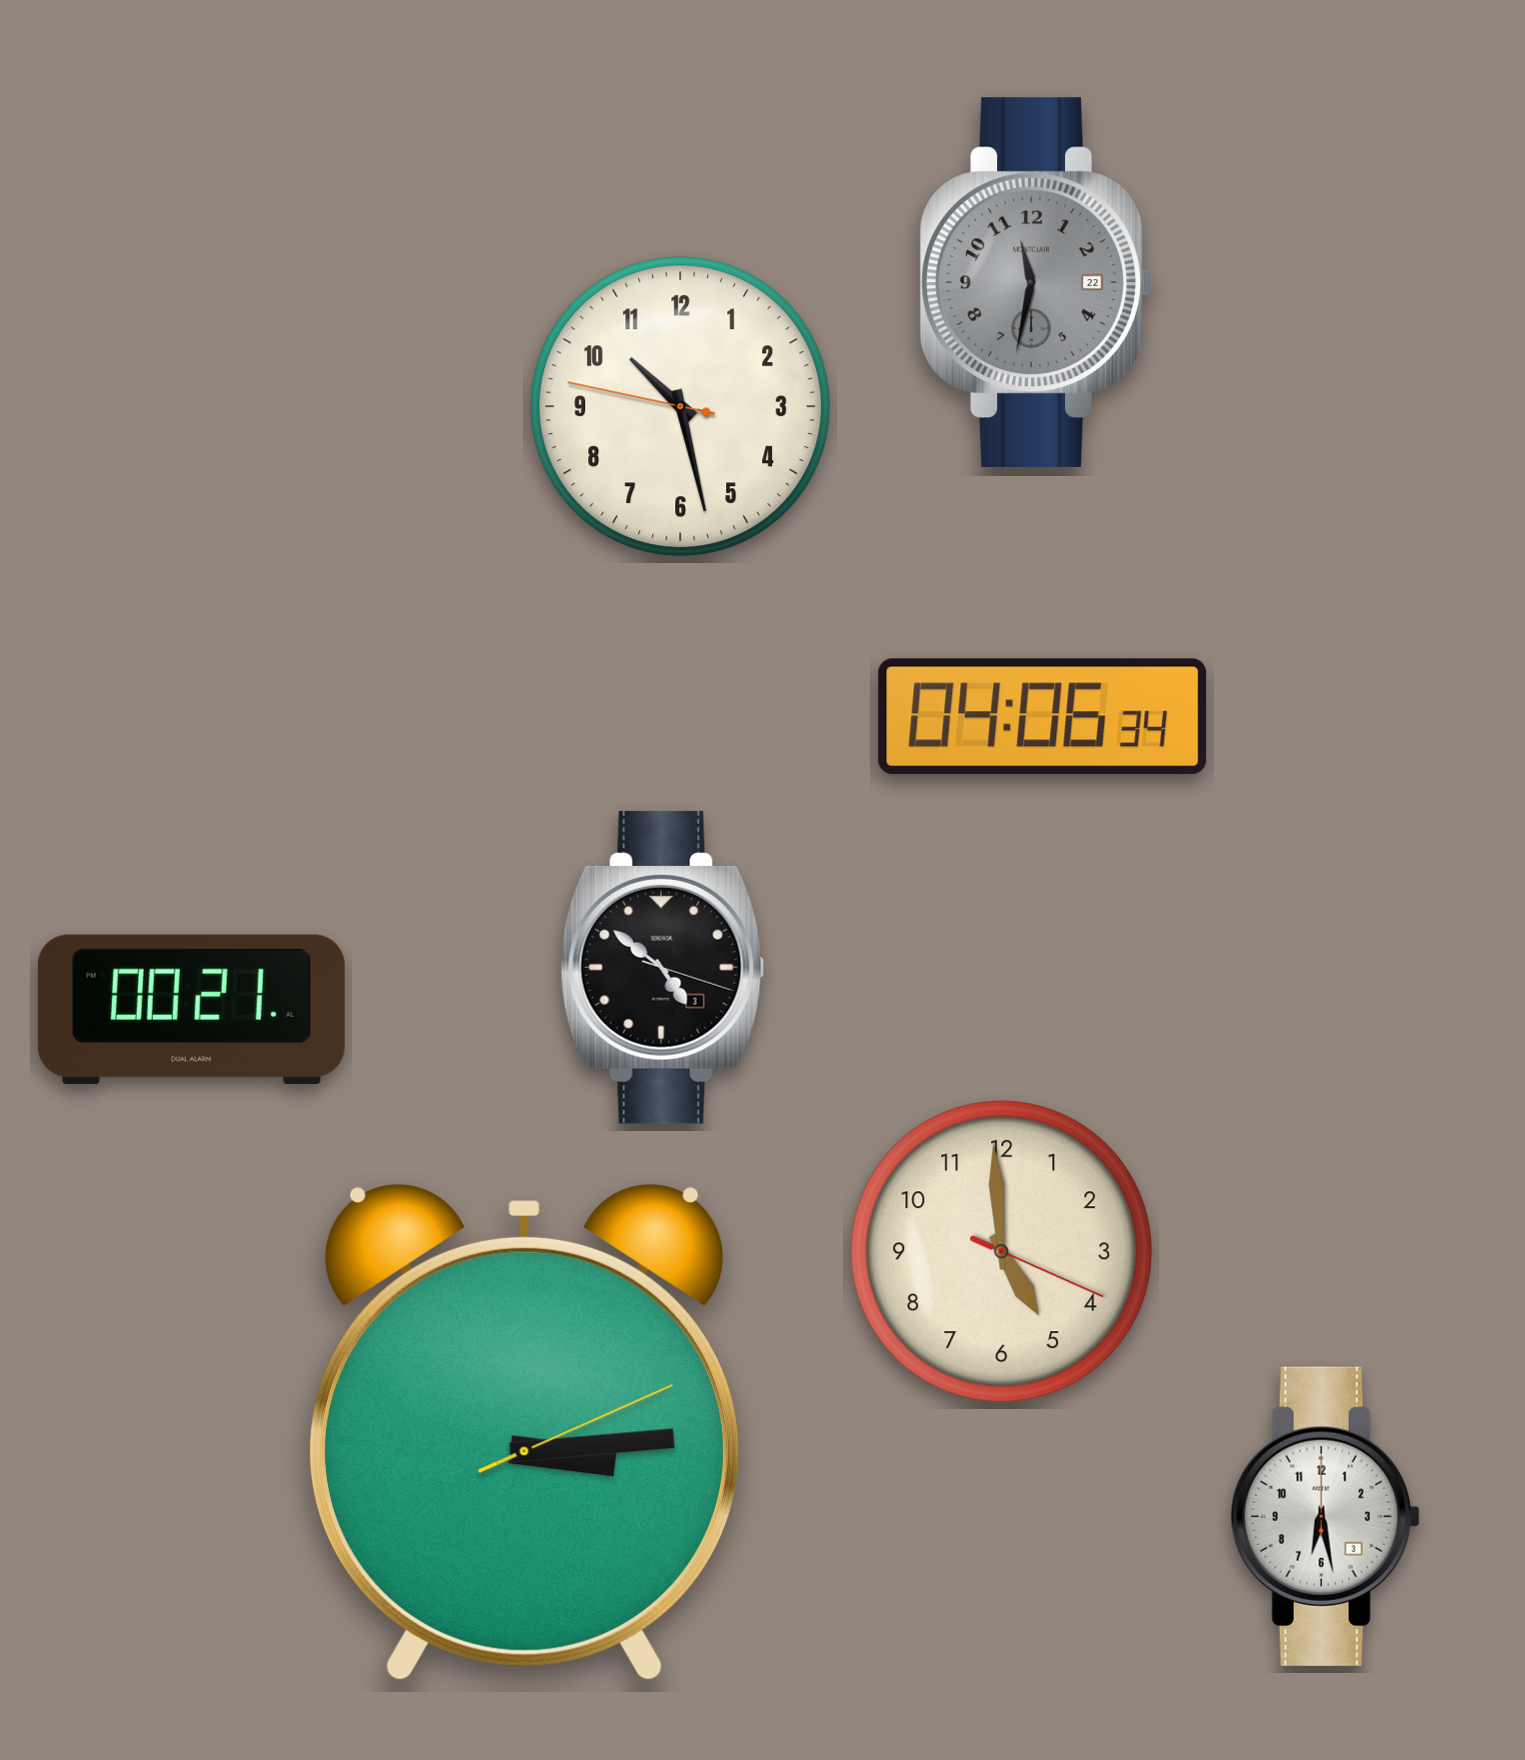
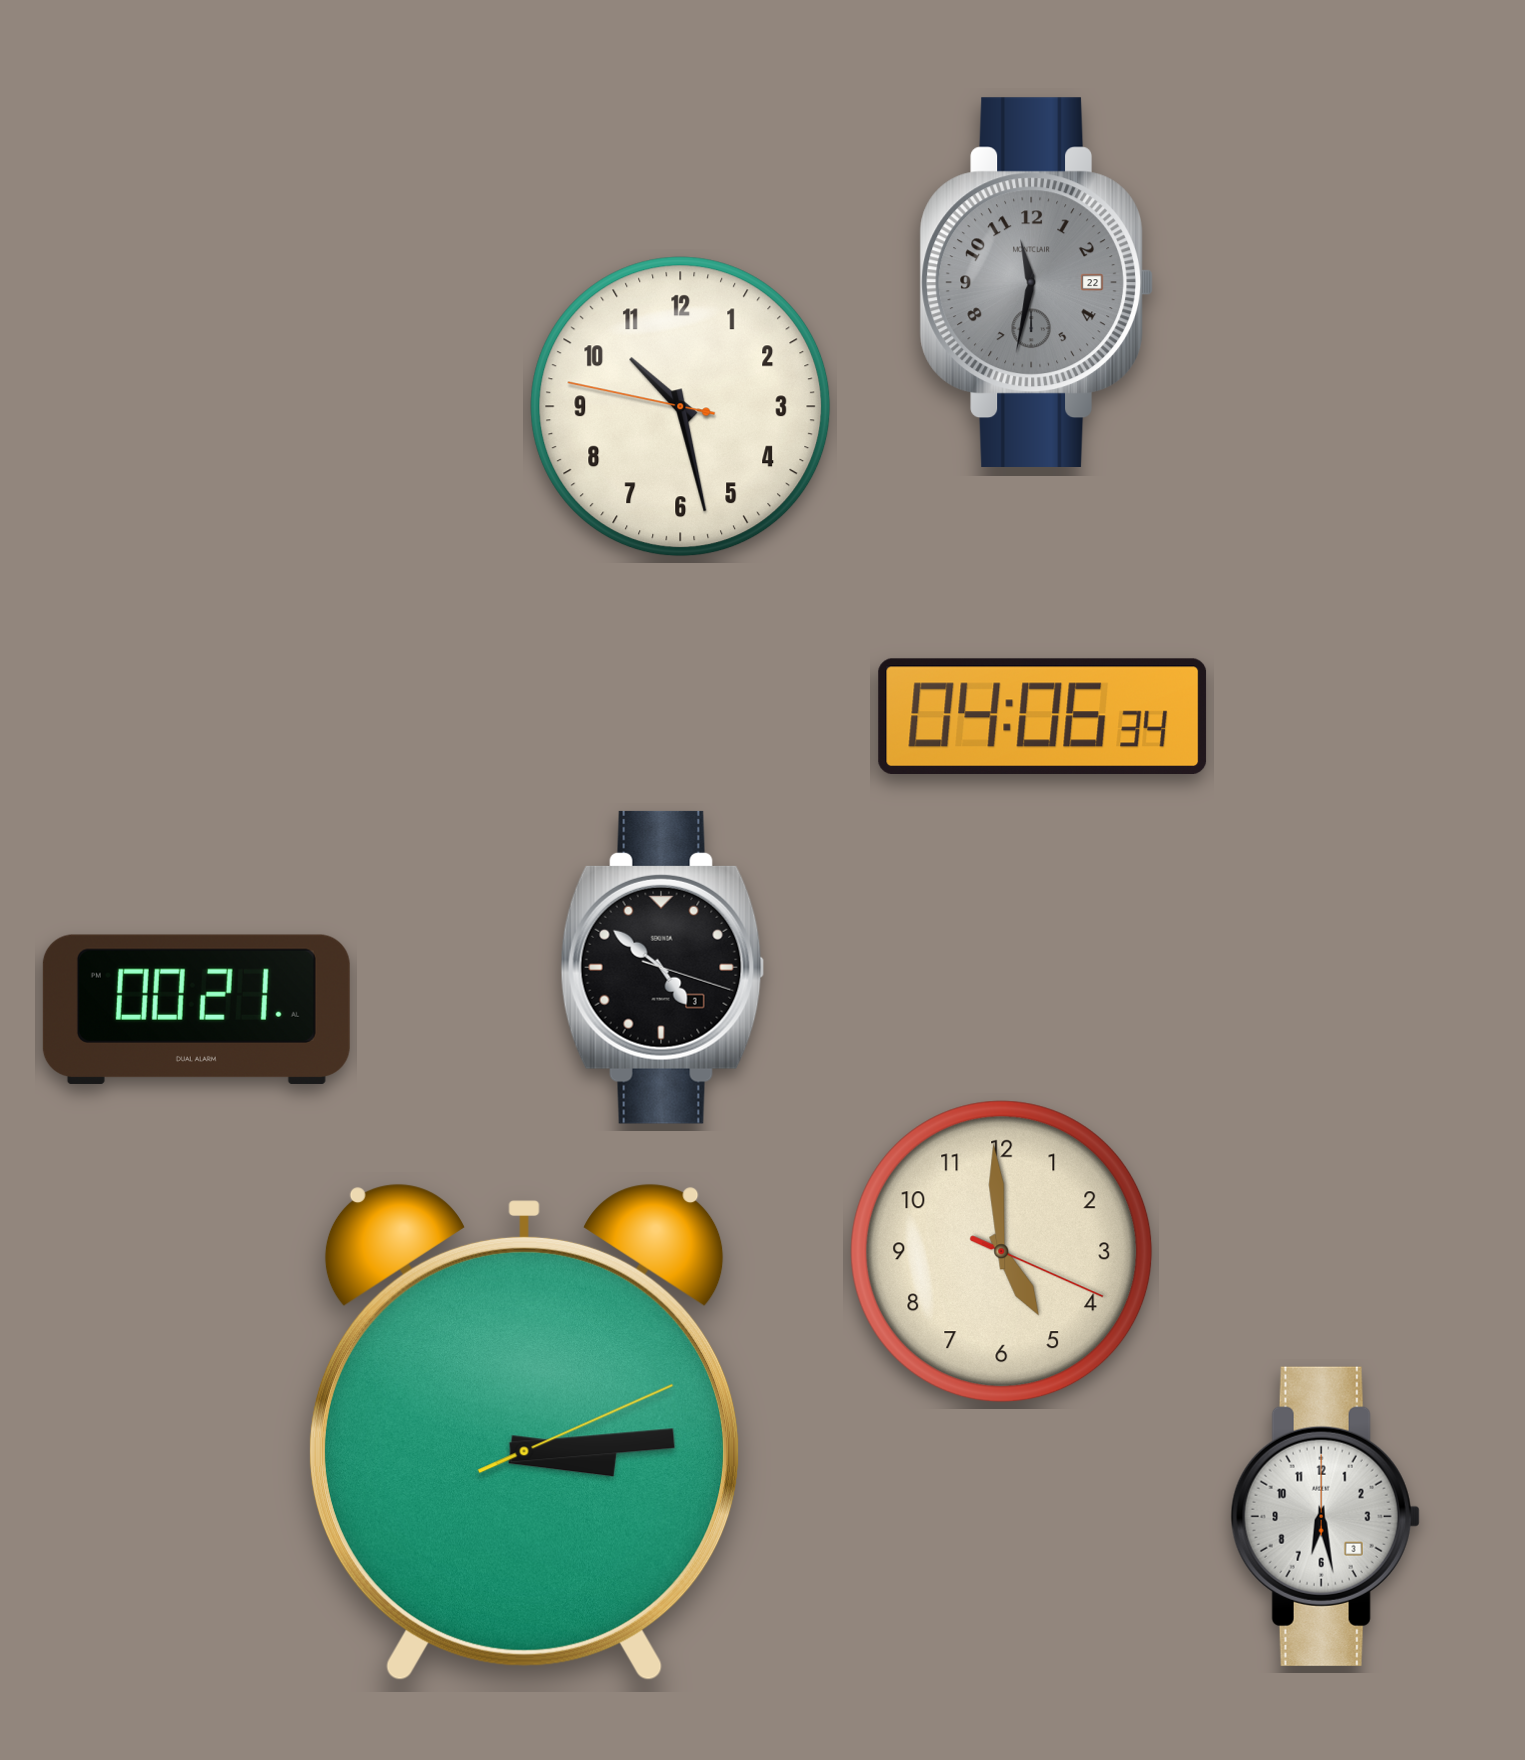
clock at (191, 1009) position: (191, 1009) -> (196, 1009)
